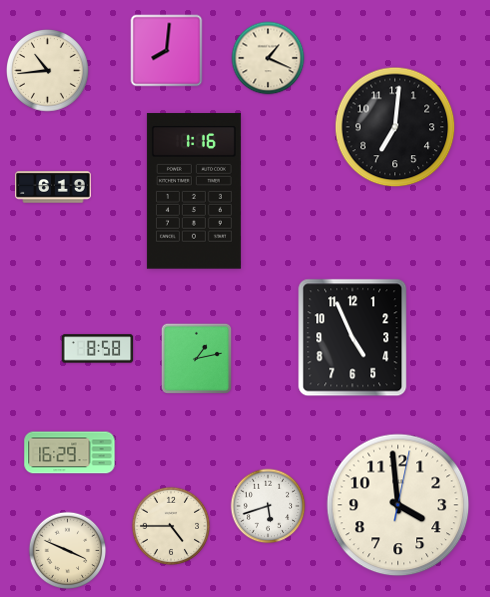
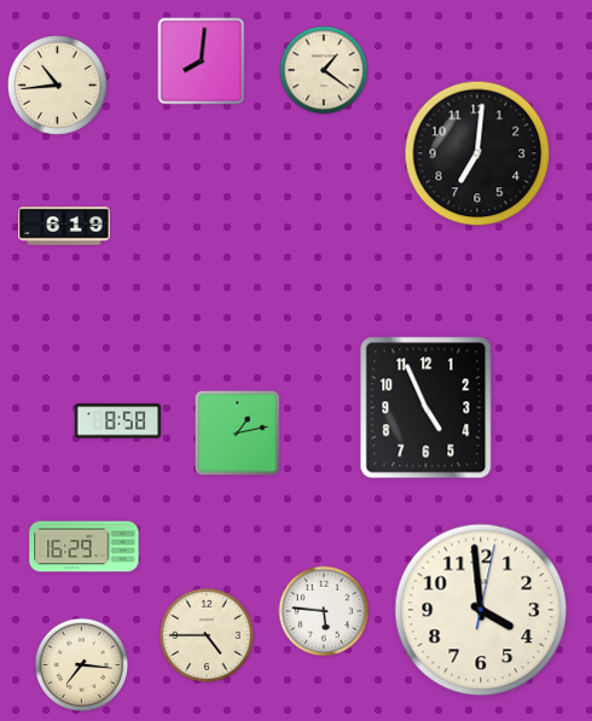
clock at (268, 58): 1:19 -> 1:21
clock at (194, 191): 1:16 -> none
clock at (268, 506): 5:42 -> 5:46
clock at (68, 551): 3:49 -> 7:16
